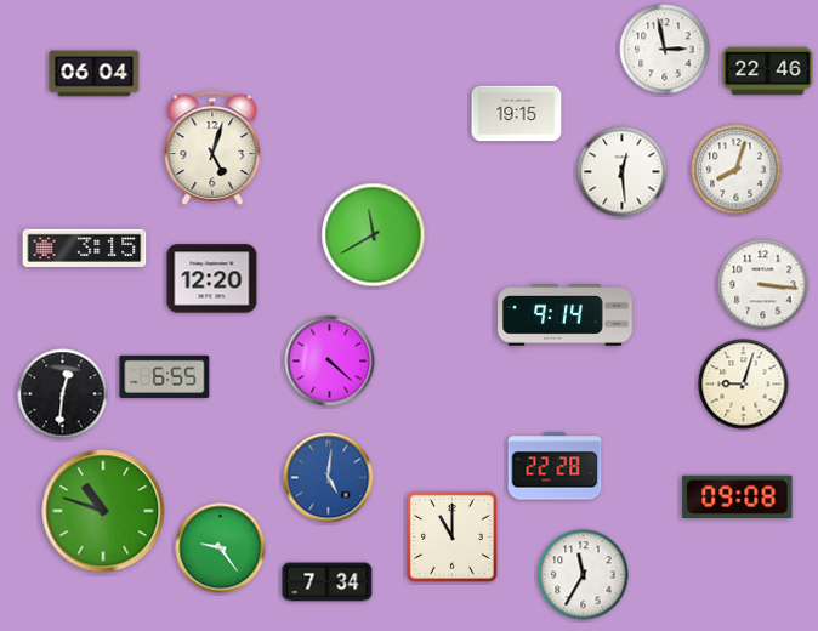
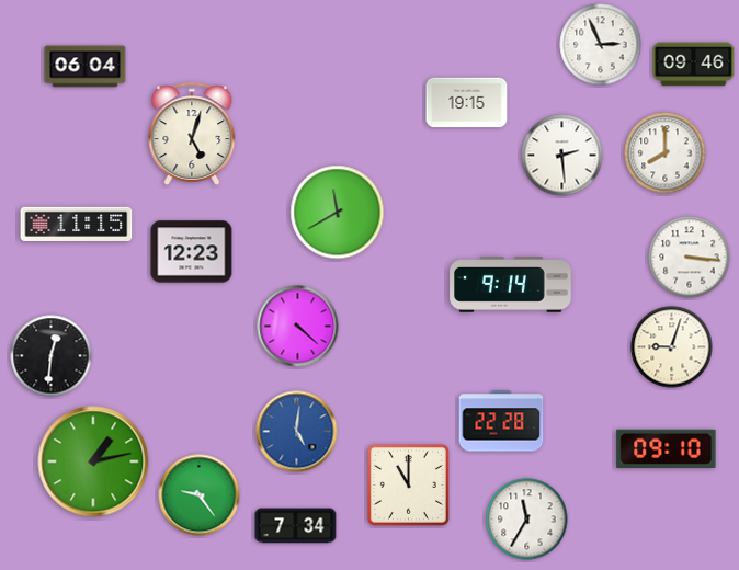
clock at (665, 50): 2:58 -> 2:56
clock at (768, 72): 22:46 -> 09:46
clock at (737, 170): 8:03 -> 8:00
clock at (623, 172): 12:29 -> 2:29
clock at (85, 248): 3:15 -> 11:15
clock at (212, 279): 12:20 -> 12:23
clock at (165, 376): 6:55 -> none
clock at (63, 394) position: (63, 394) -> (52, 356)
clock at (738, 496): 09:08 -> 09:10
clock at (103, 511): 10:48 -> 1:13
